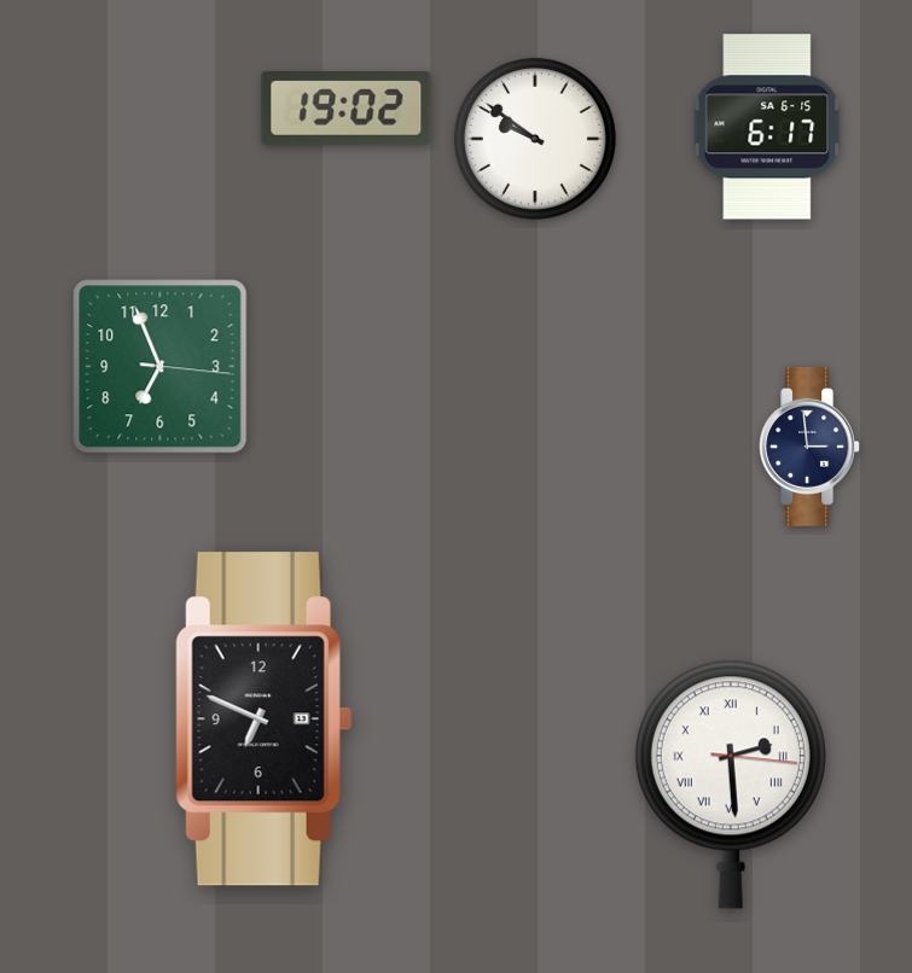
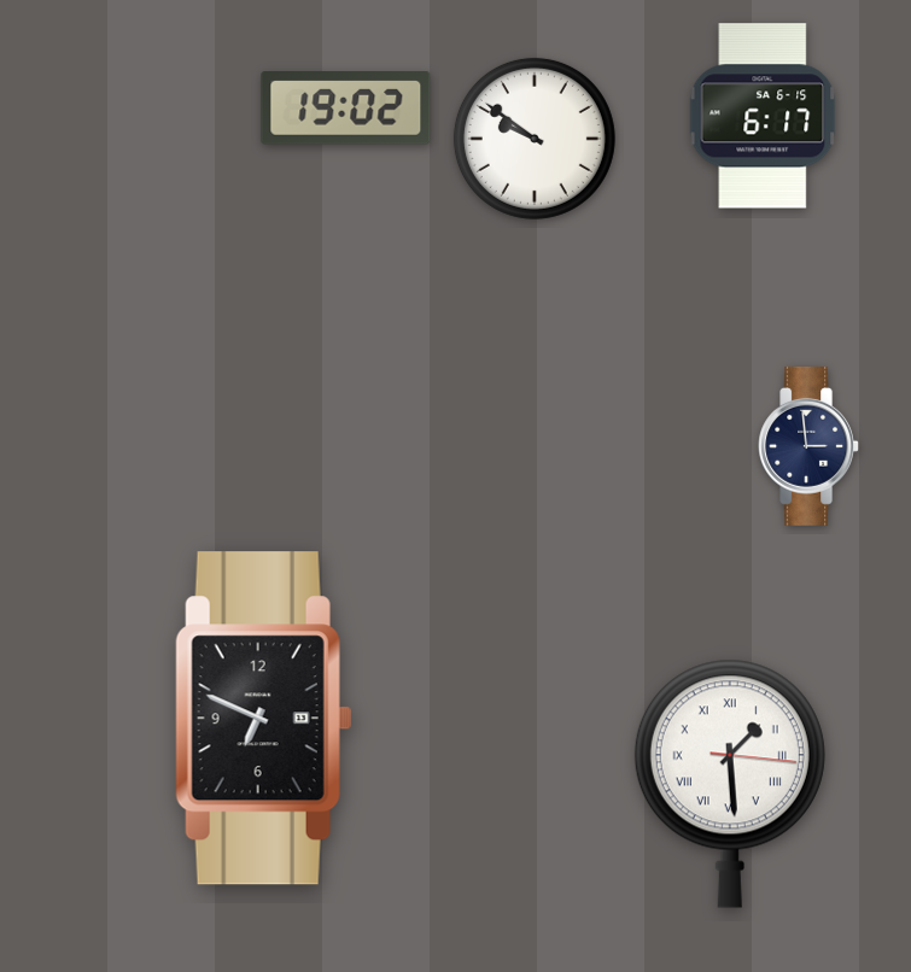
clock at (767, 127) position: (767, 127) -> (763, 116)
clock at (161, 367): 6:56 -> none
clock at (731, 785): 2:29 -> 1:29
